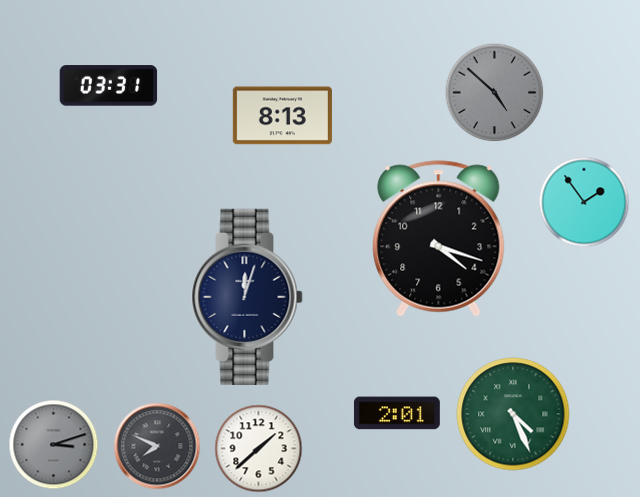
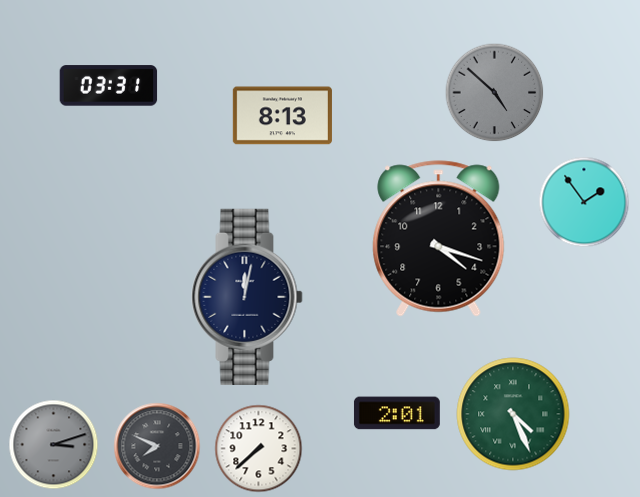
clock at (247, 297): 12:03 -> 12:02
clock at (259, 449): 1:38 -> 7:38
